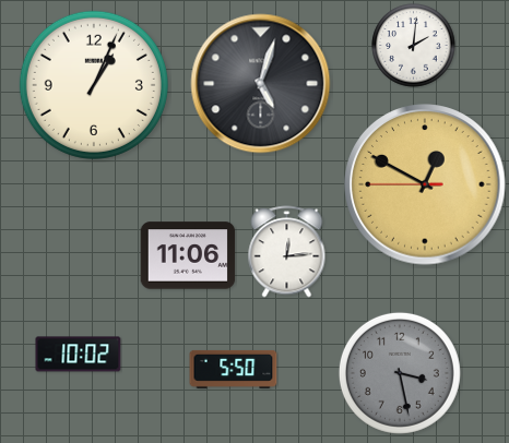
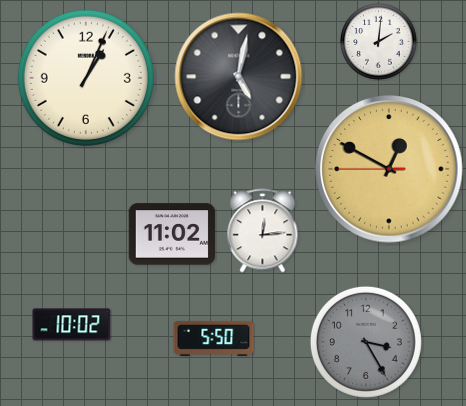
clock at (261, 84): 5:03 -> 5:02
clock at (188, 255): 11:06 -> 11:02
clock at (400, 373): 3:28 -> 3:25
